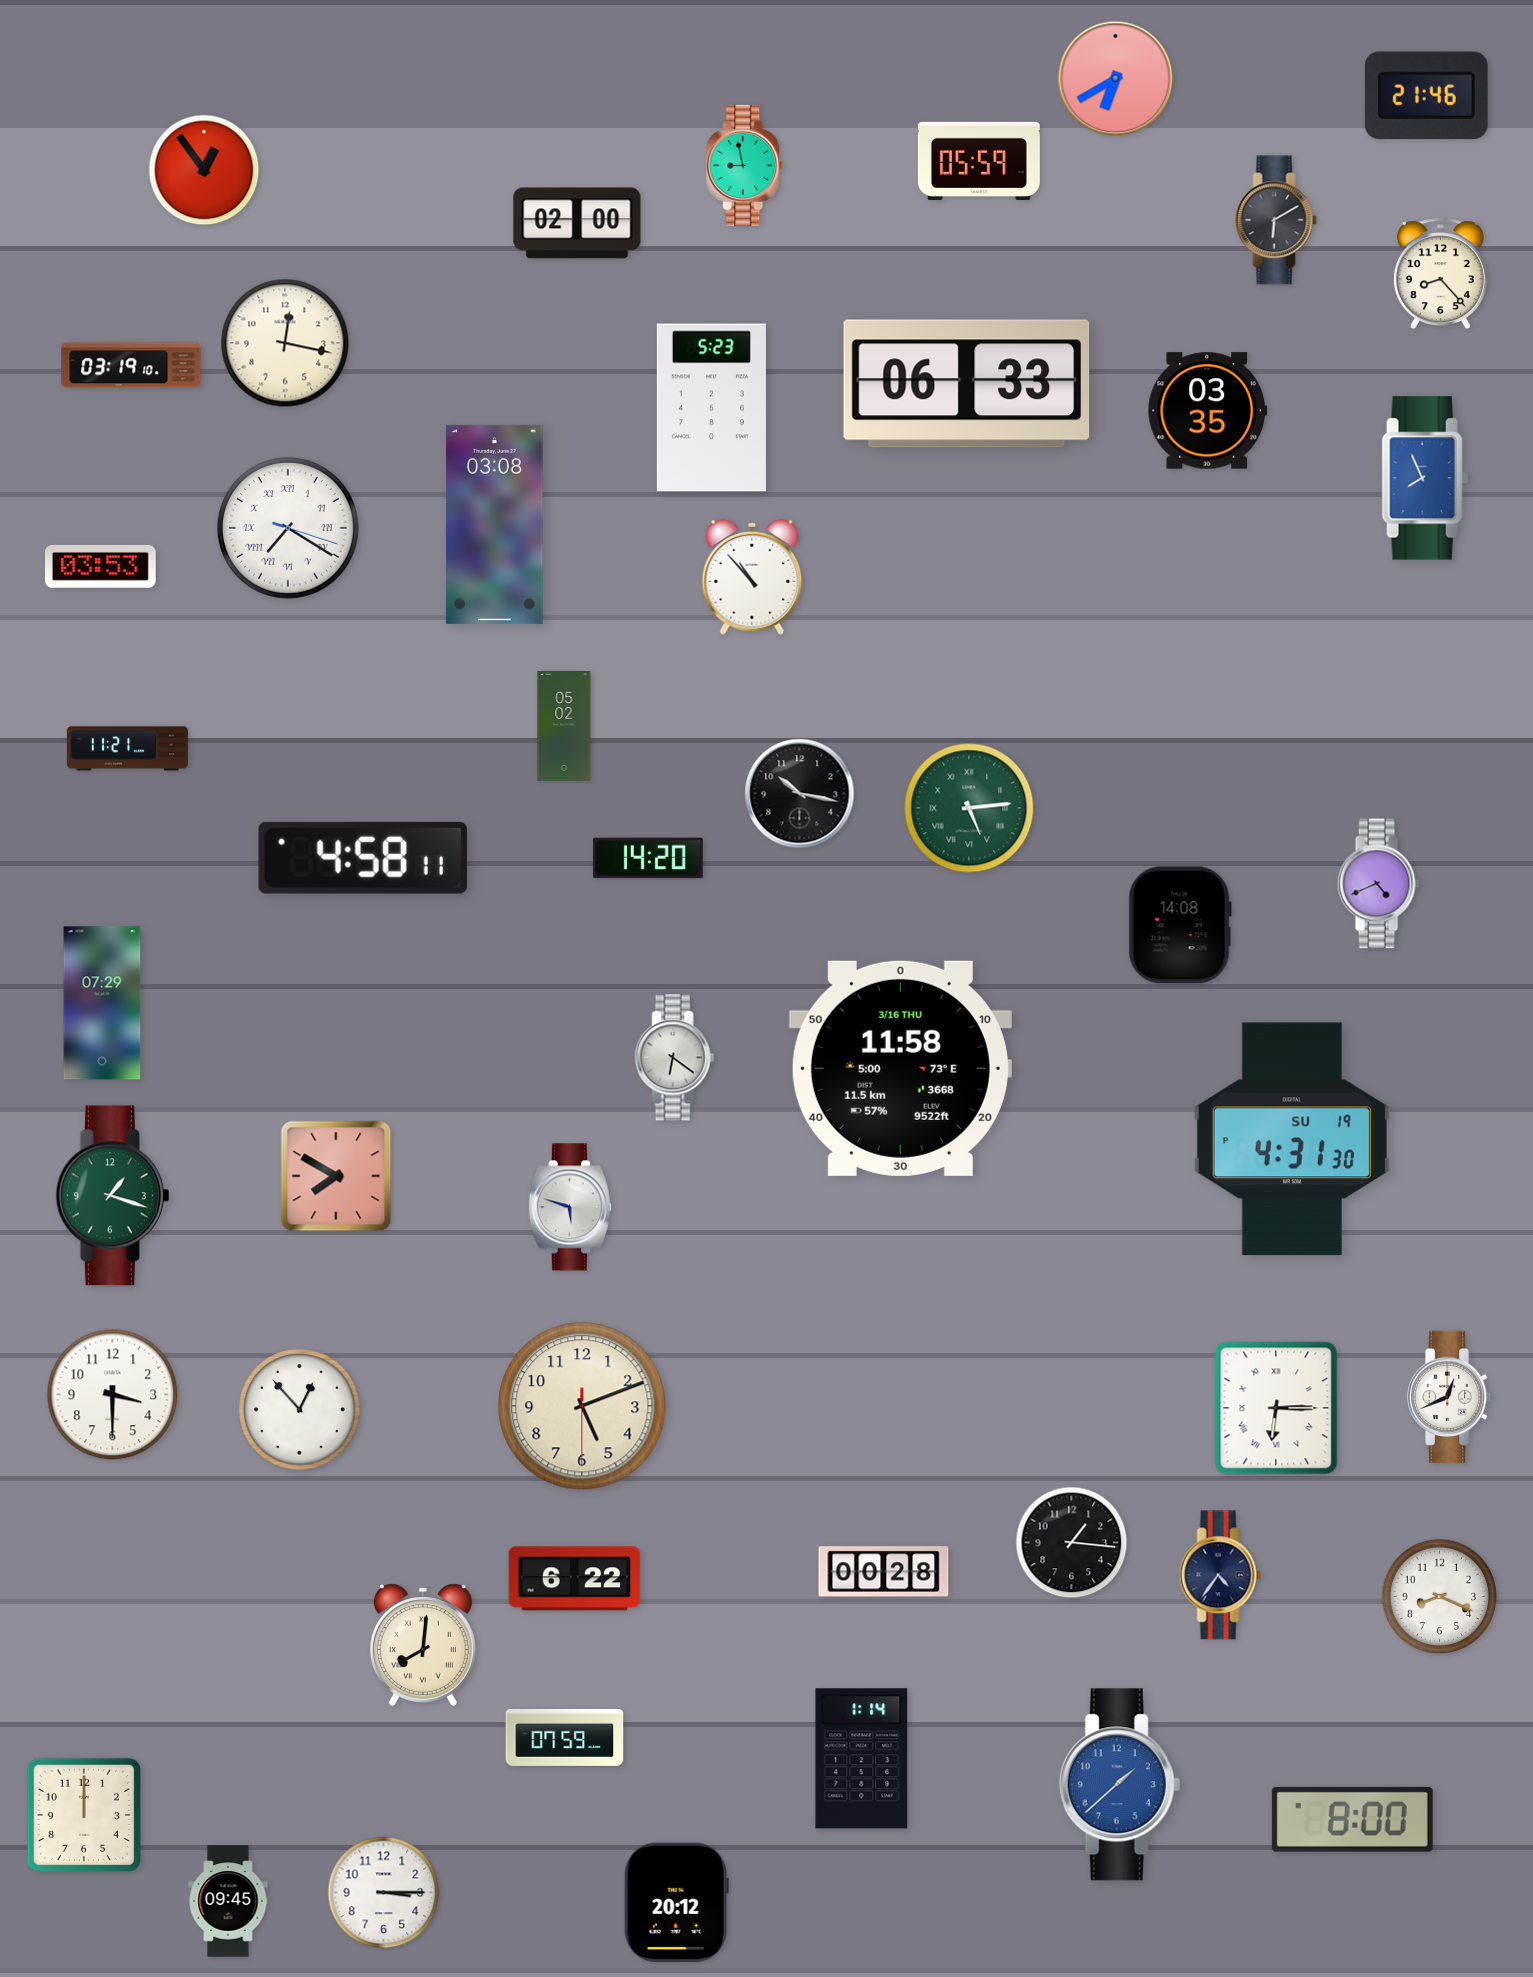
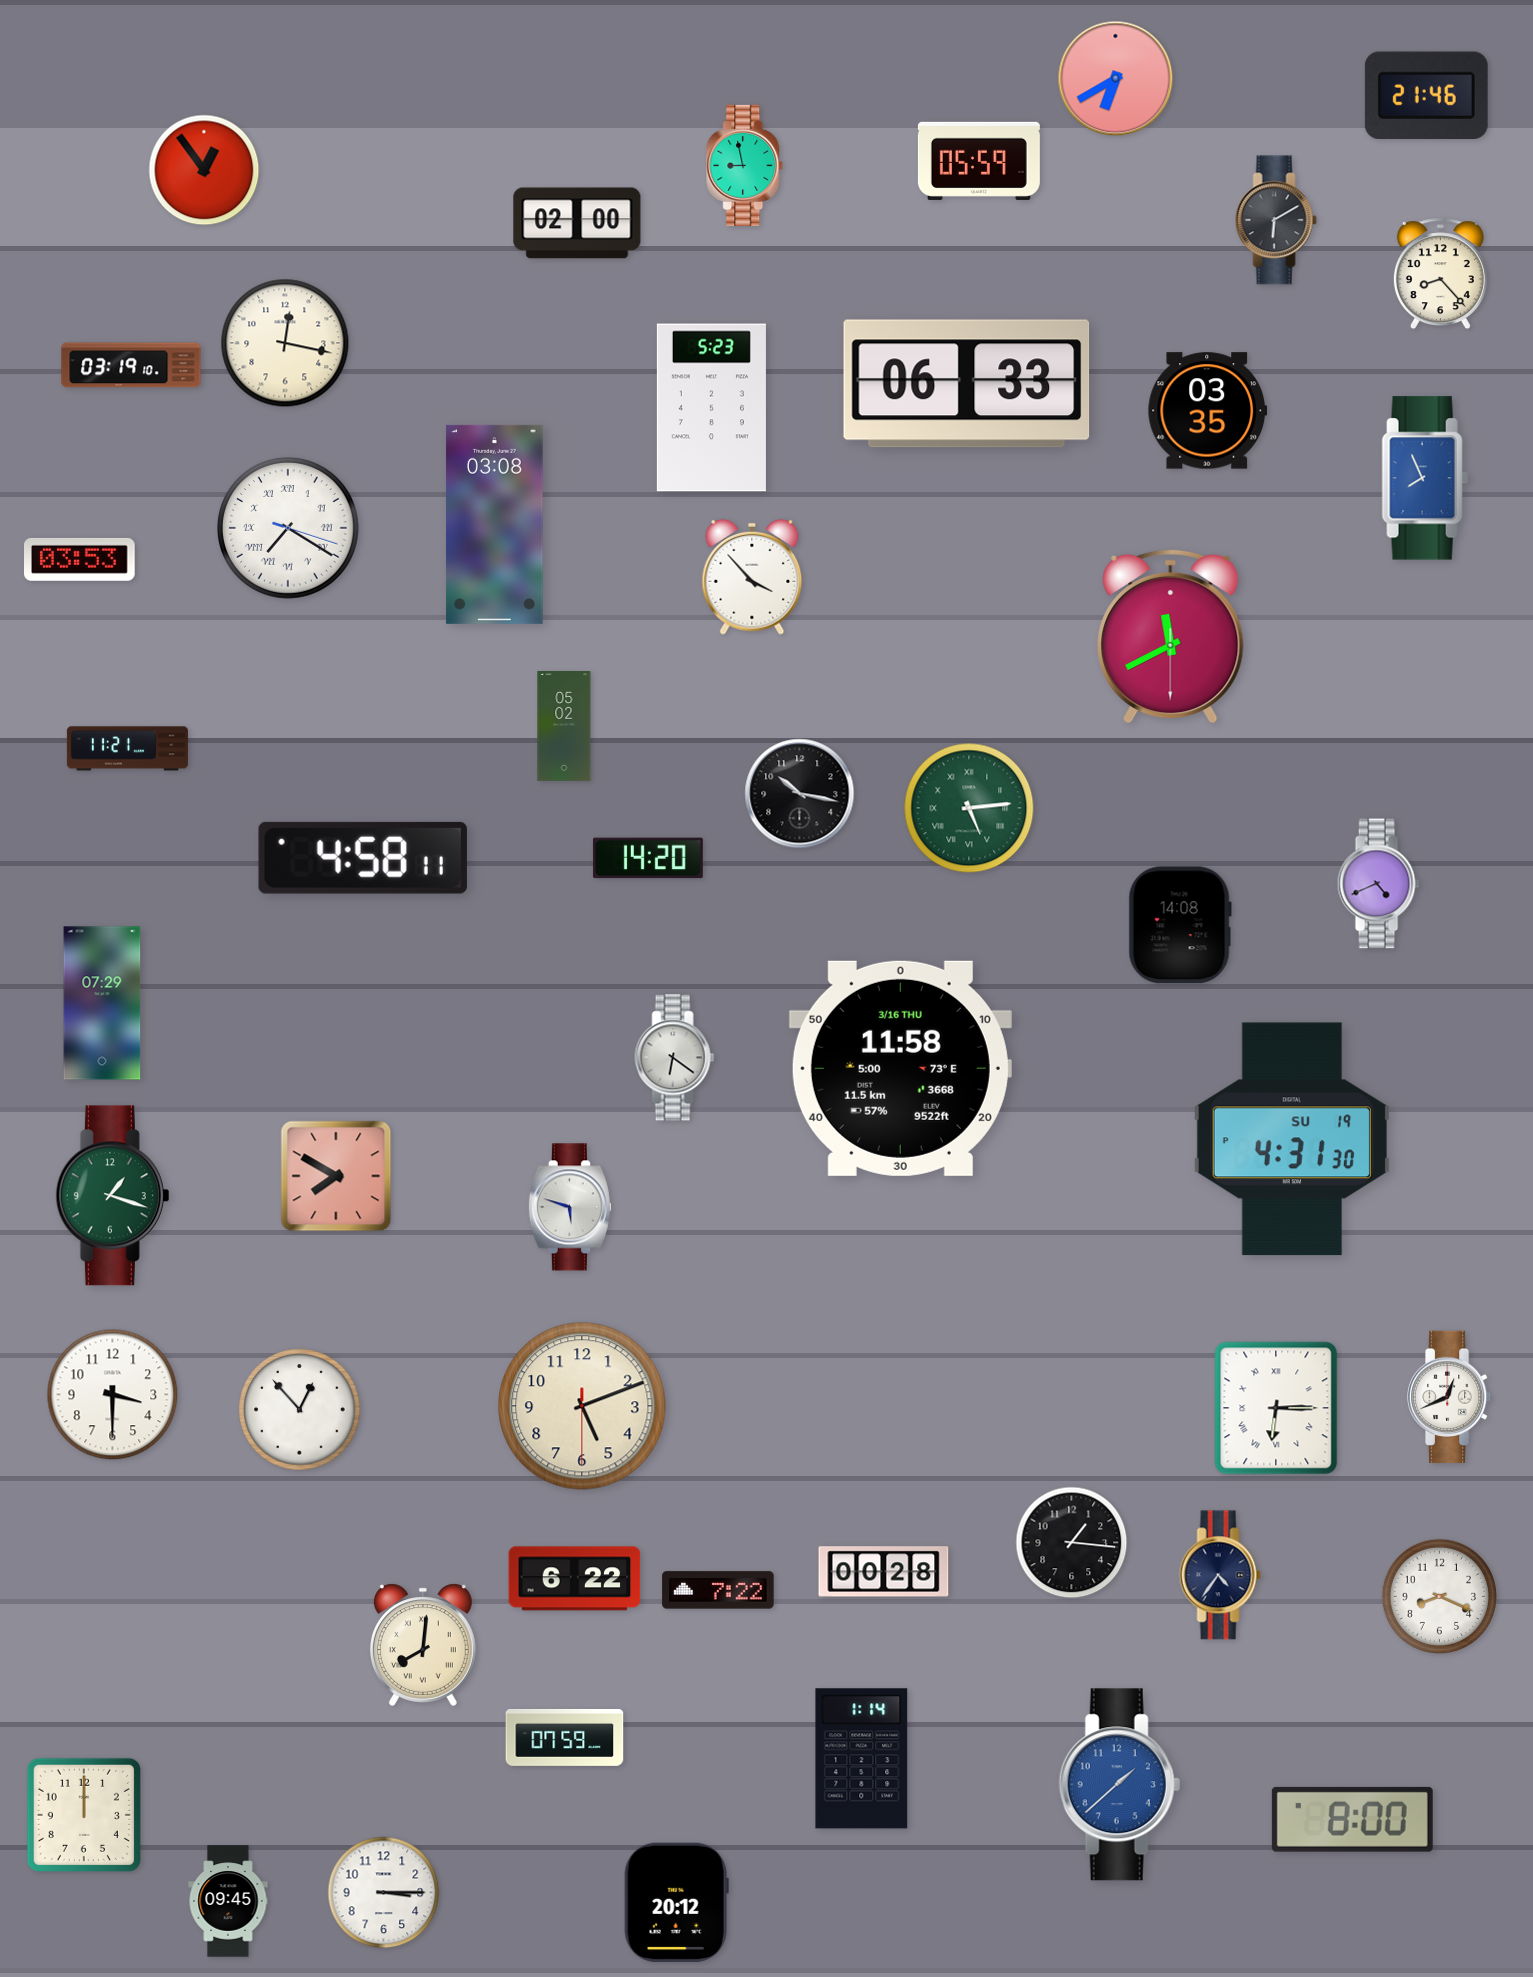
clock at (101, 566) position: (101, 566) -> (80, 559)
clock at (752, 577): 10:53 -> 3:53
clock at (1171, 636): none -> 11:40
clock at (718, 1590): none -> 7:22
